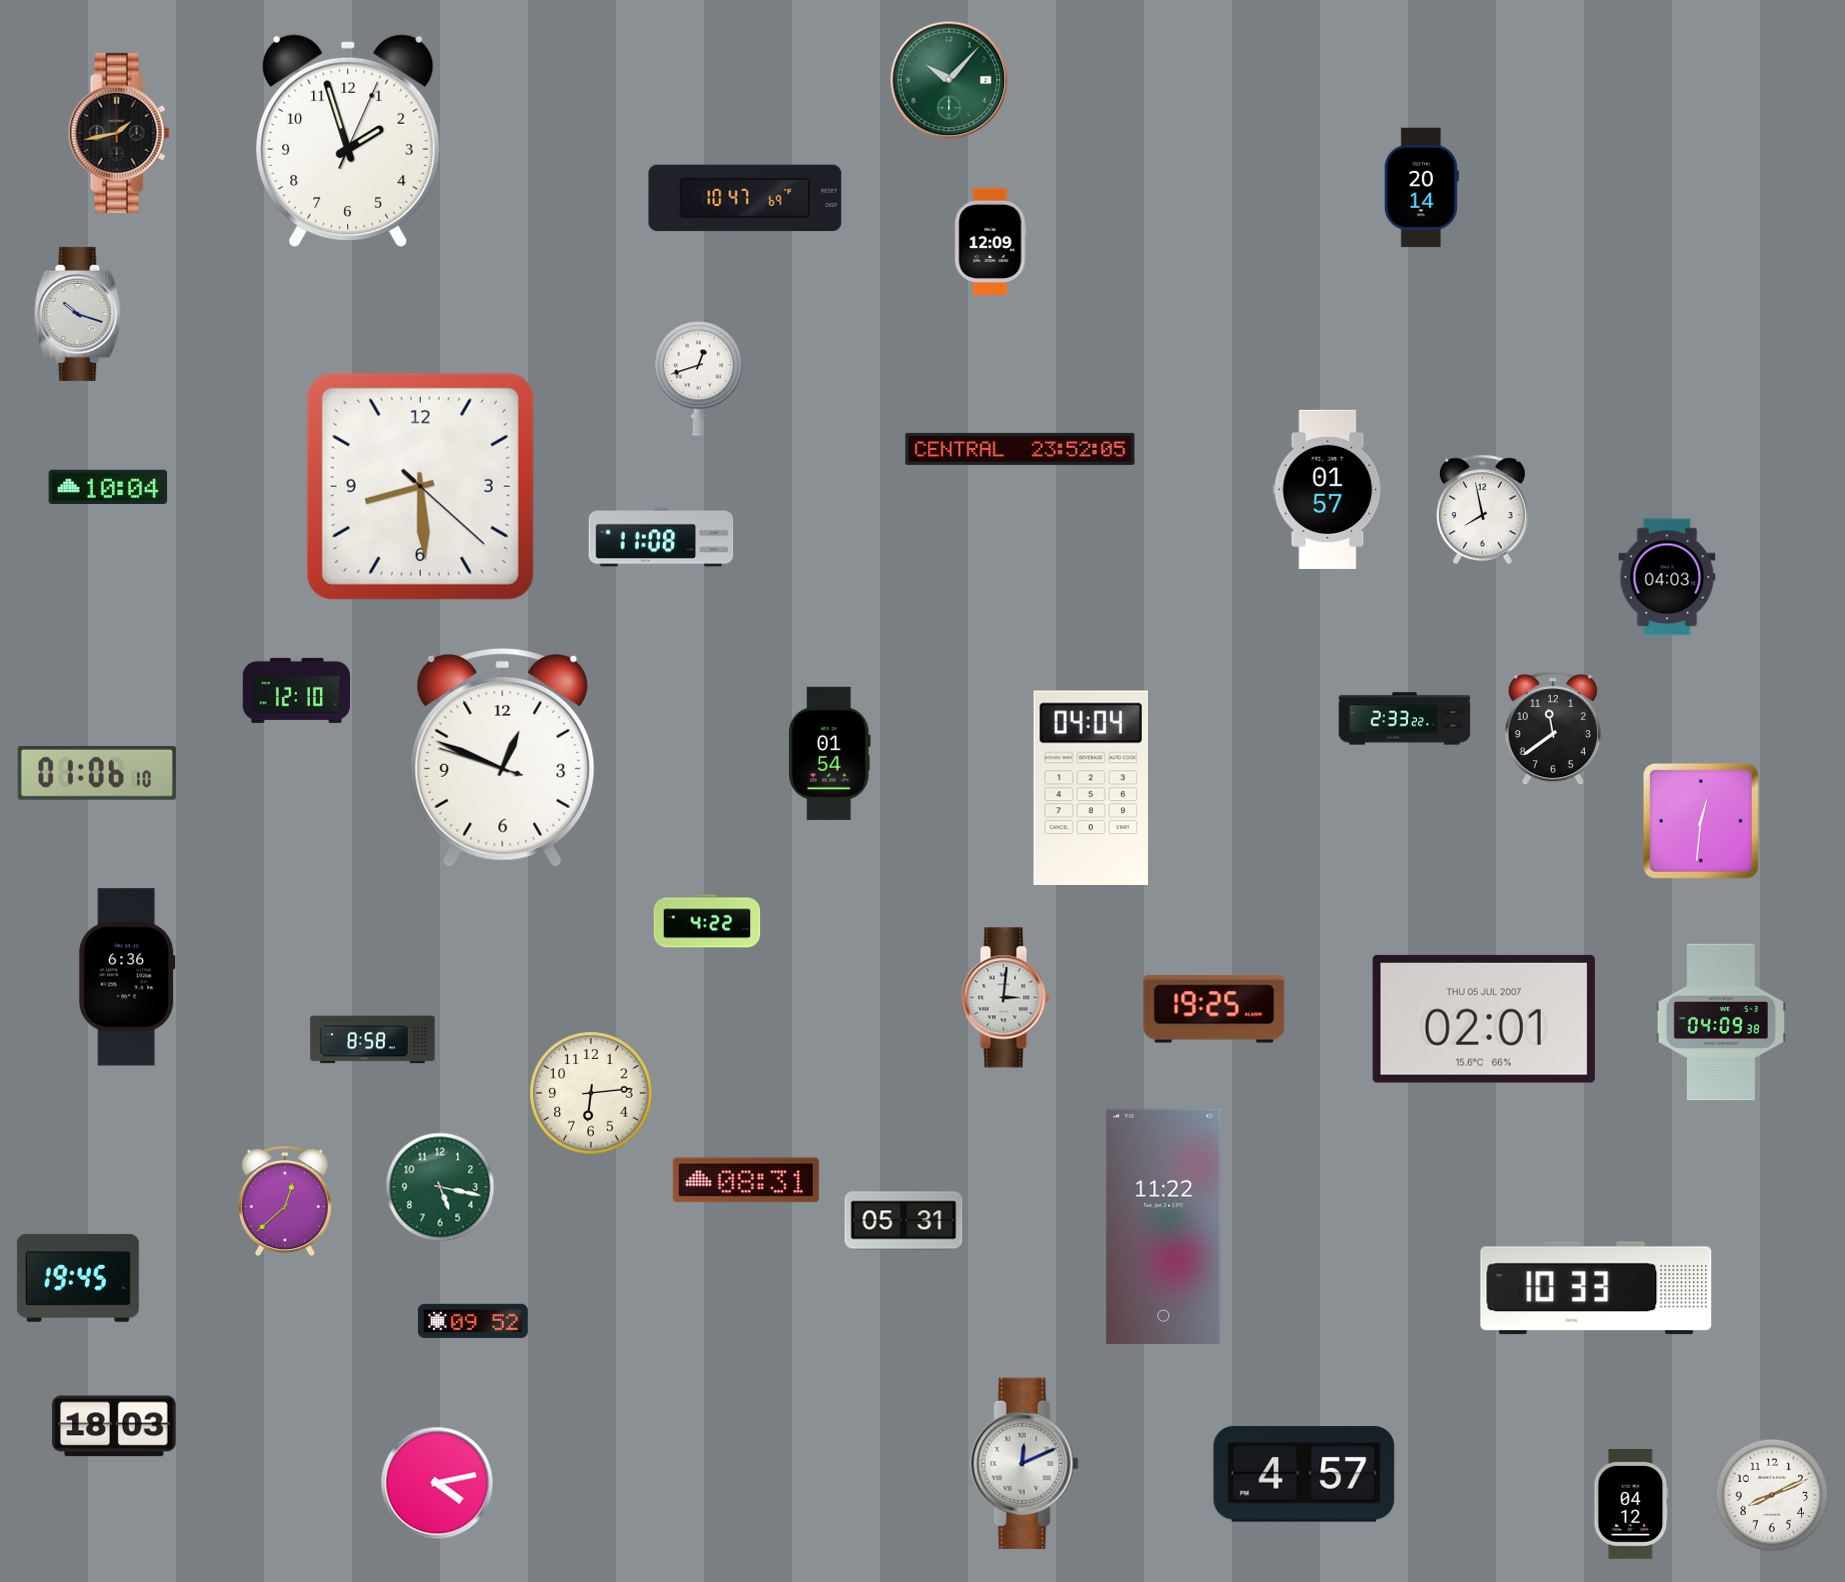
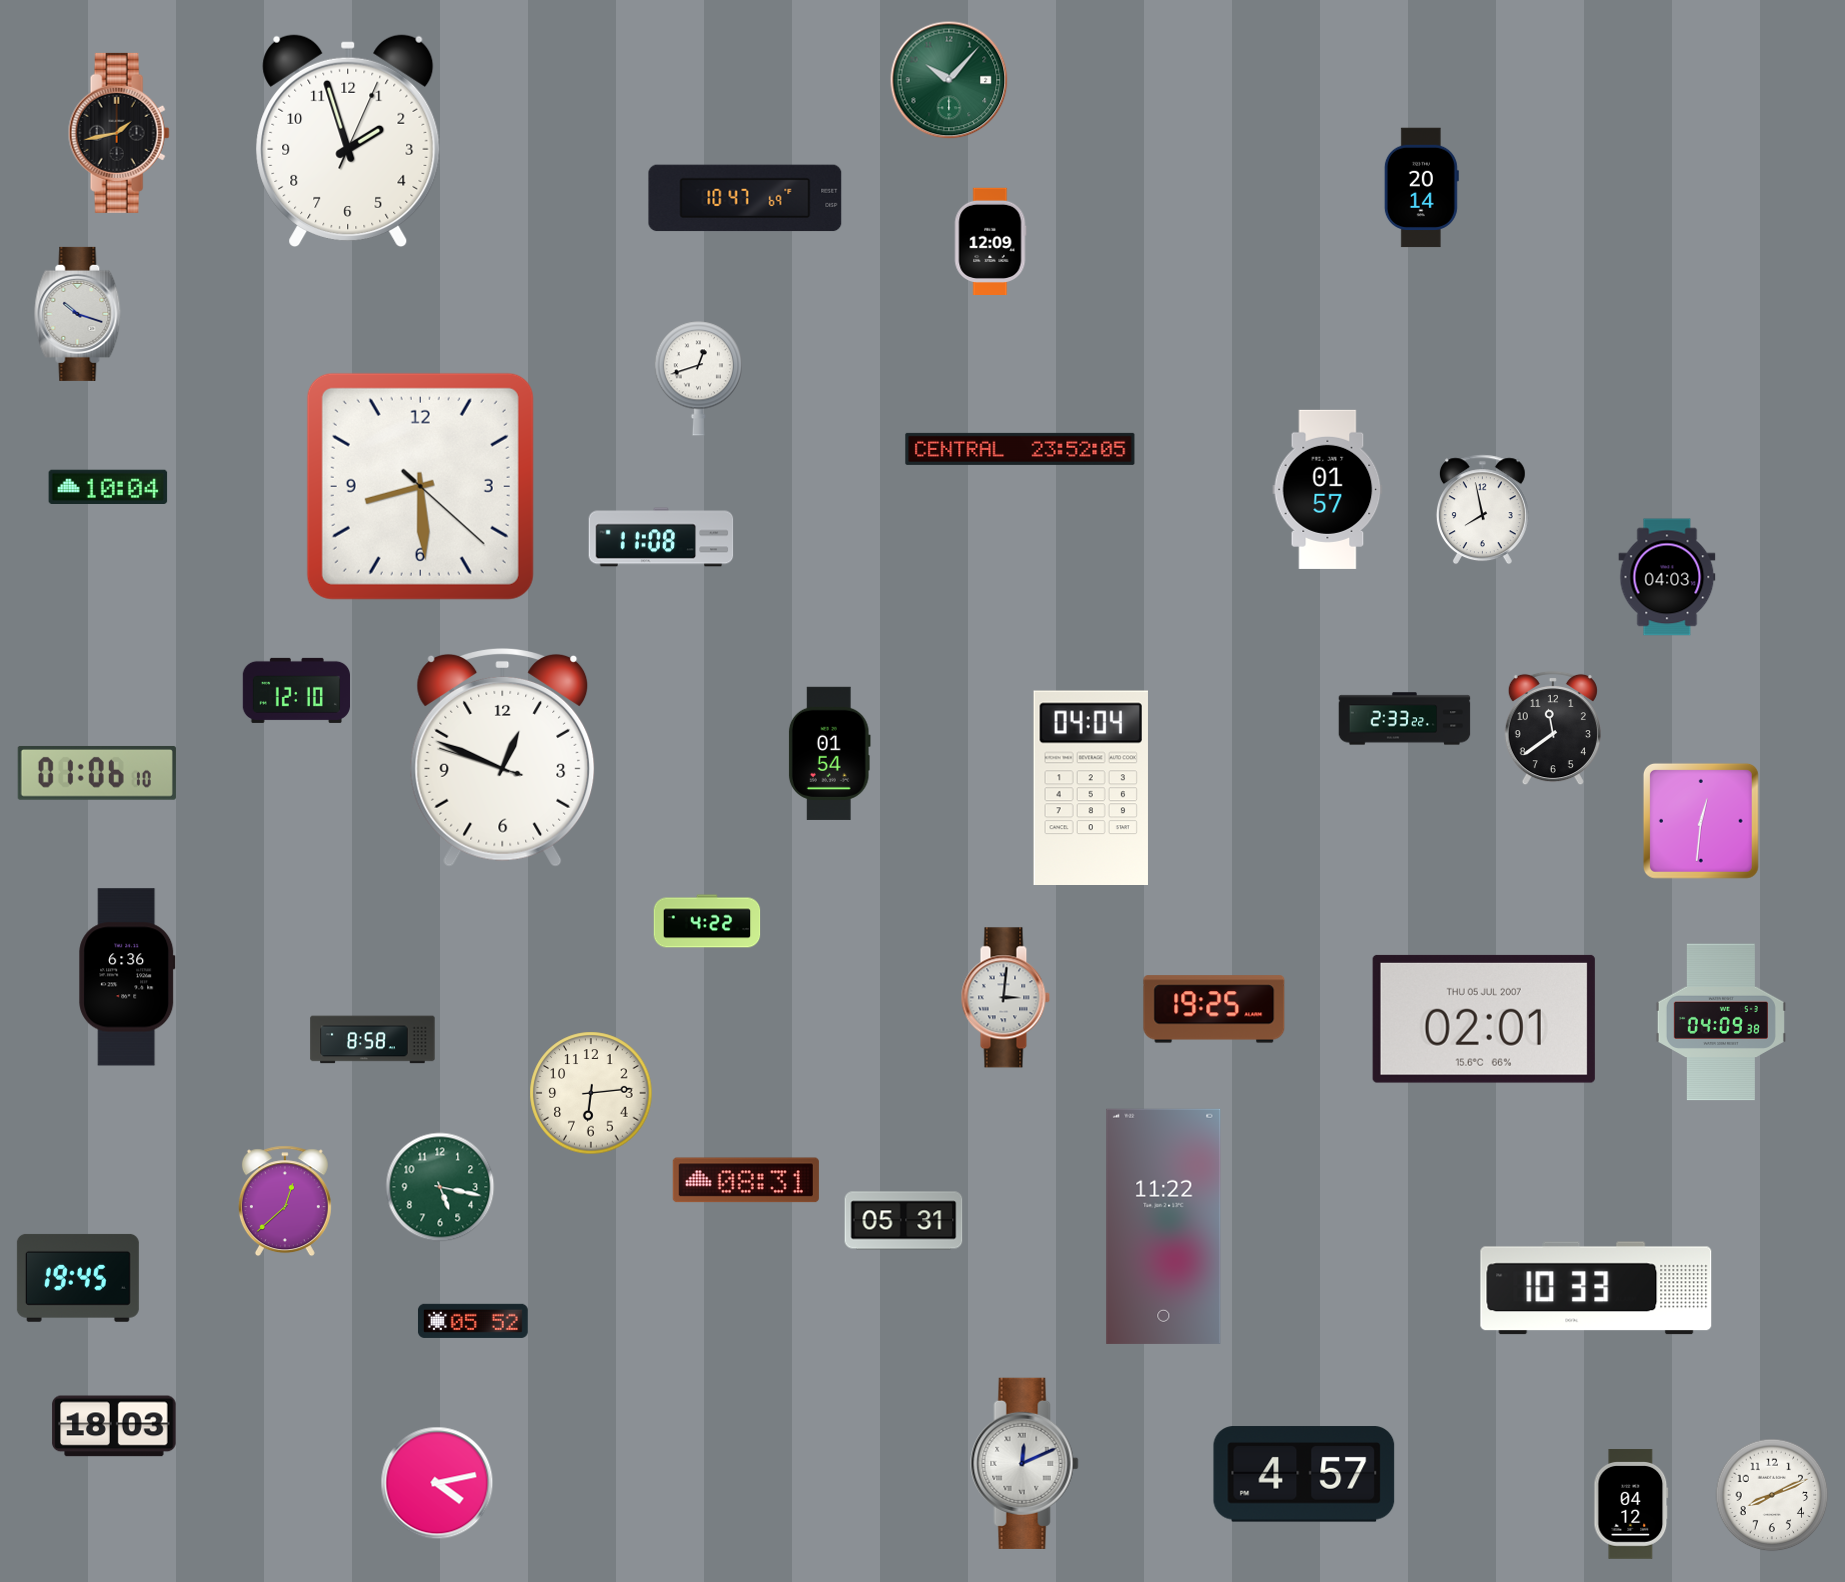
clock at (473, 1321): 09:52 -> 05:52
